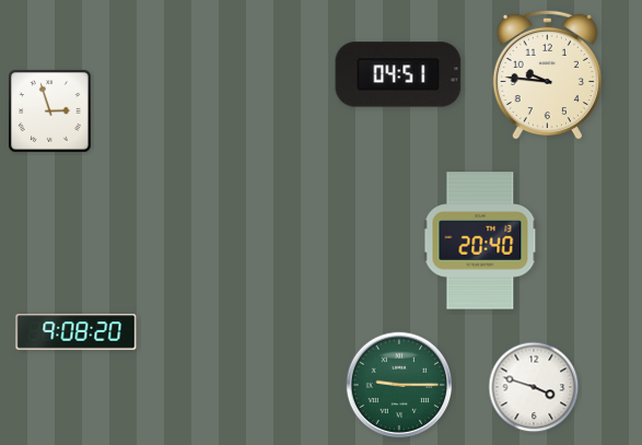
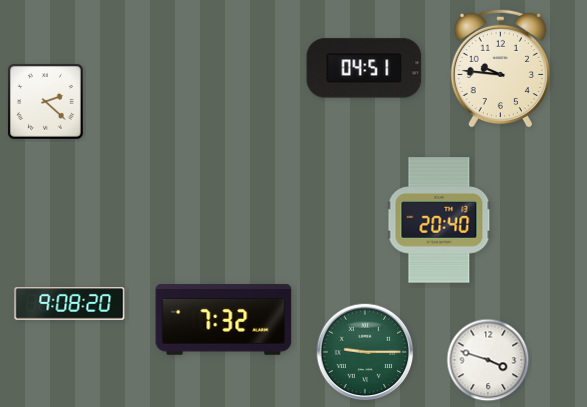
clock at (50, 112): 2:57 -> 2:22
clock at (224, 320): none -> 7:32
clock at (534, 387) position: (534, 387) -> (488, 360)
